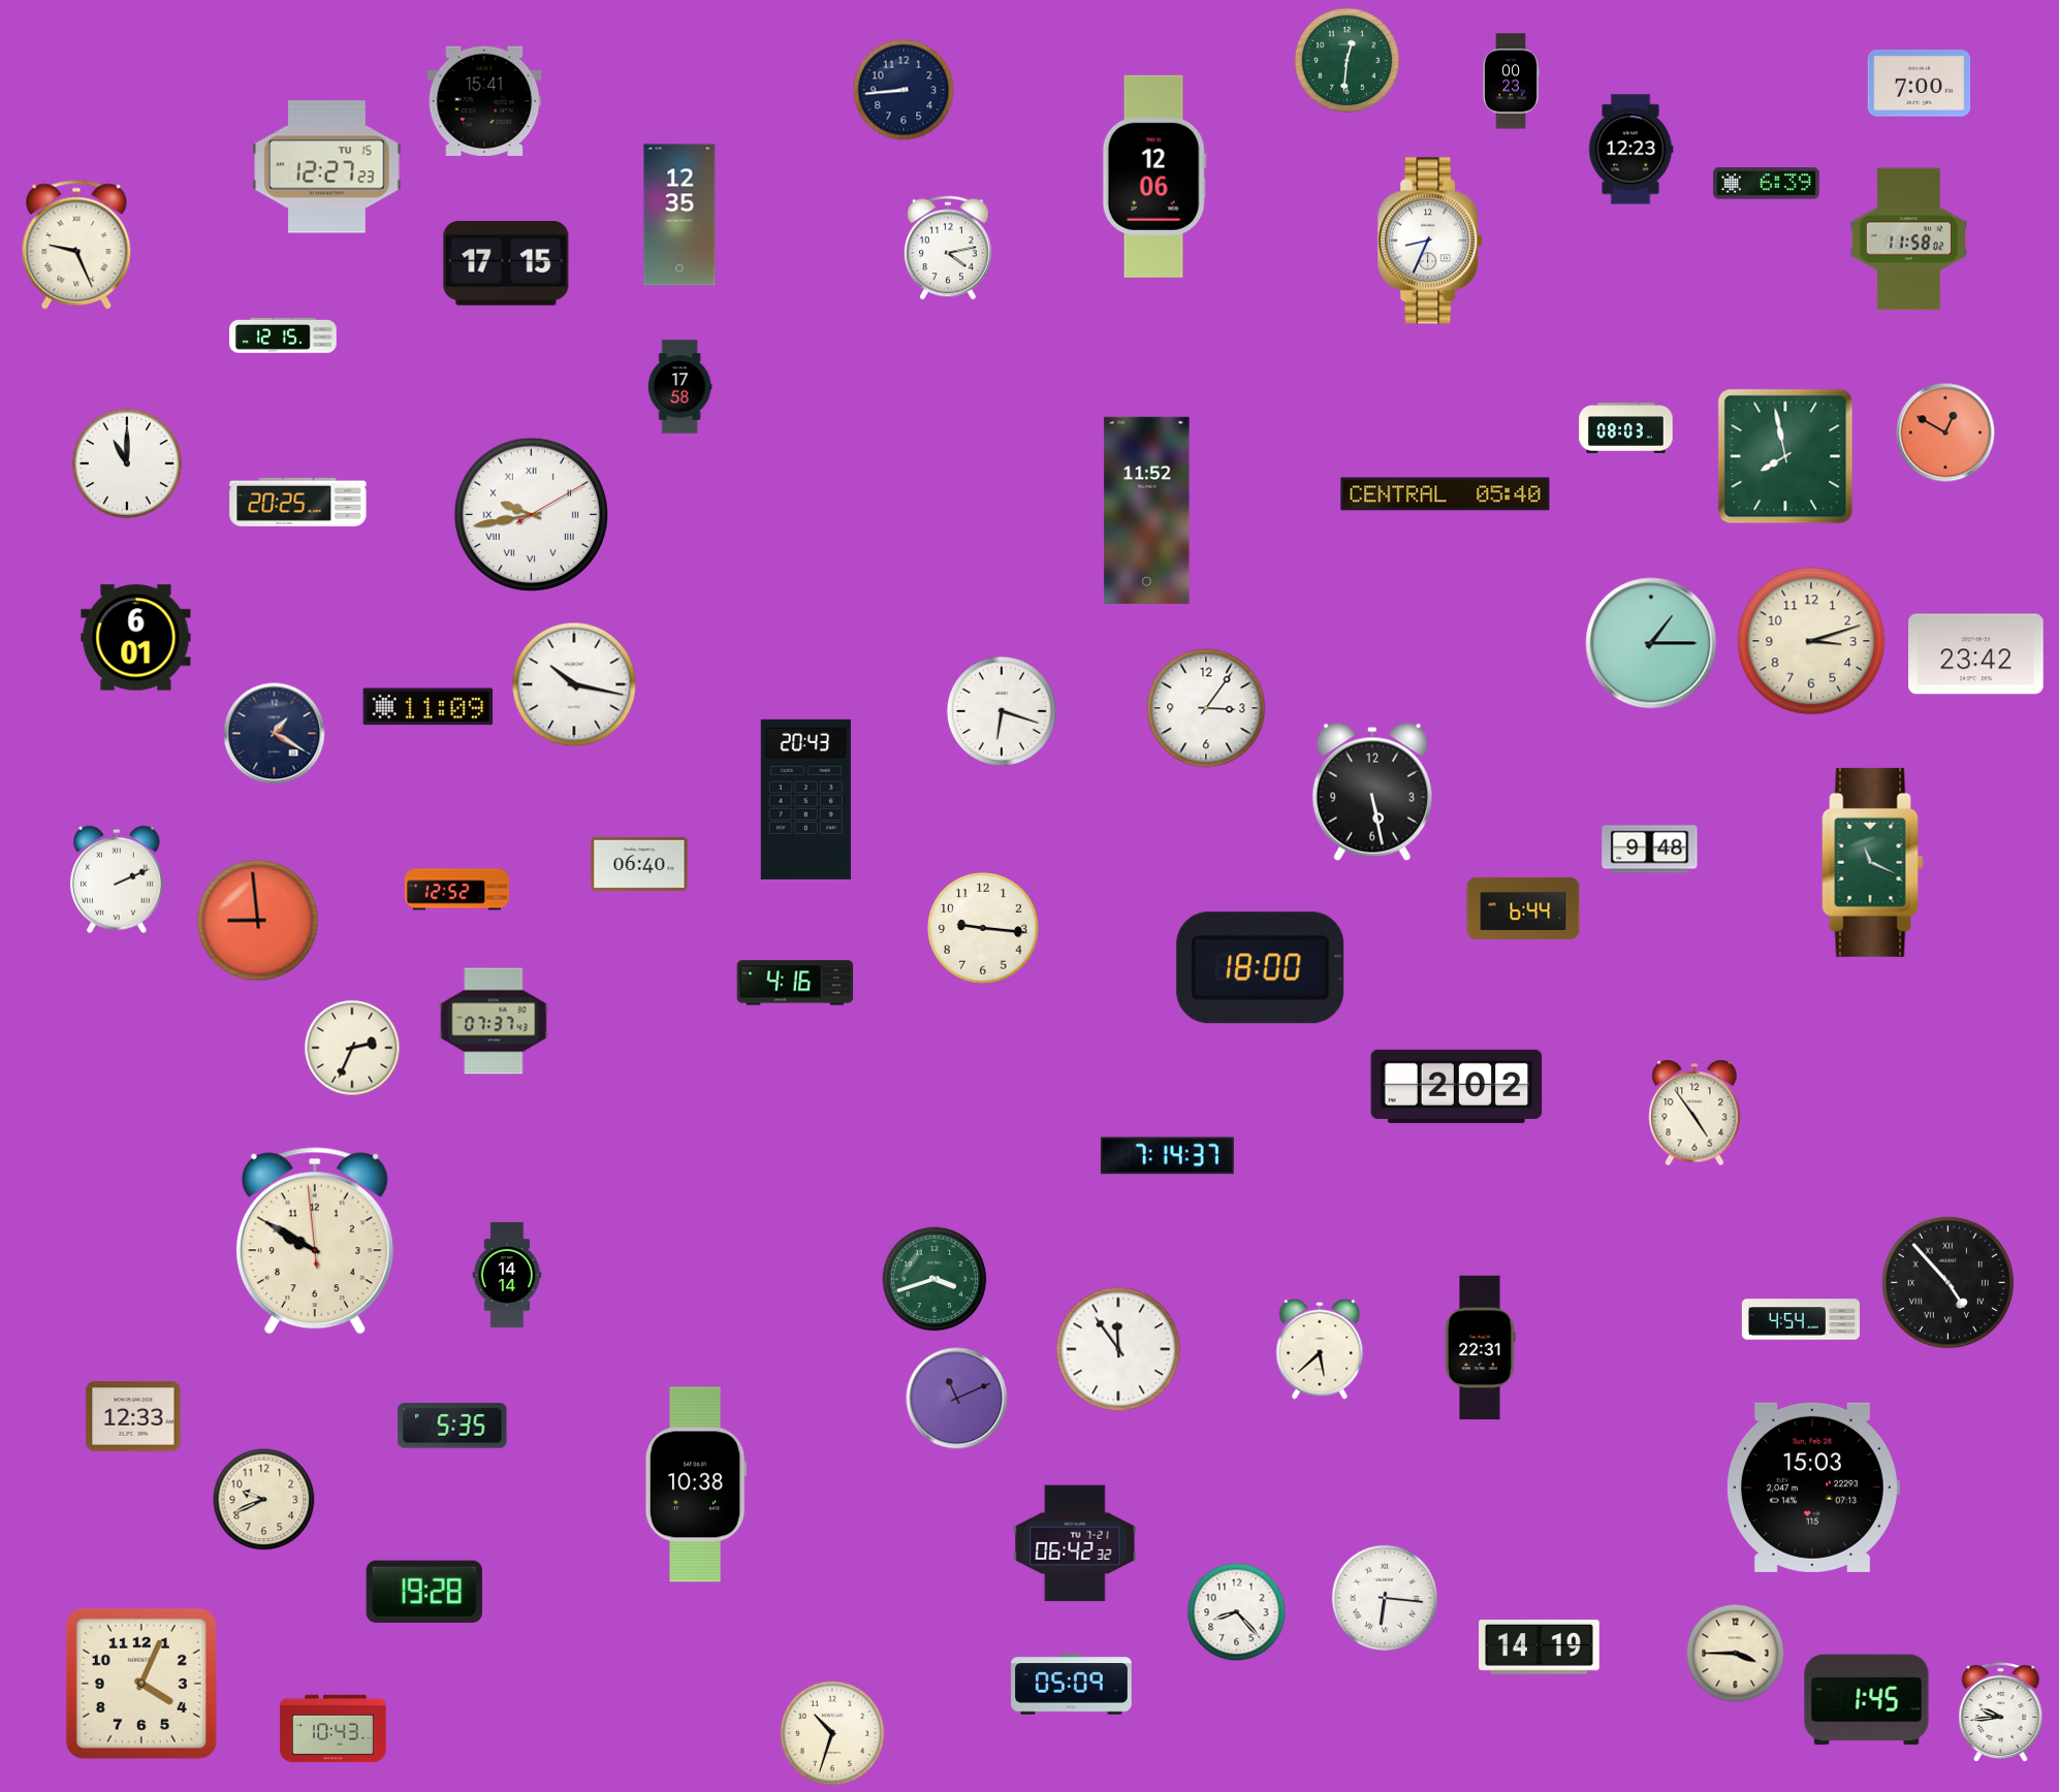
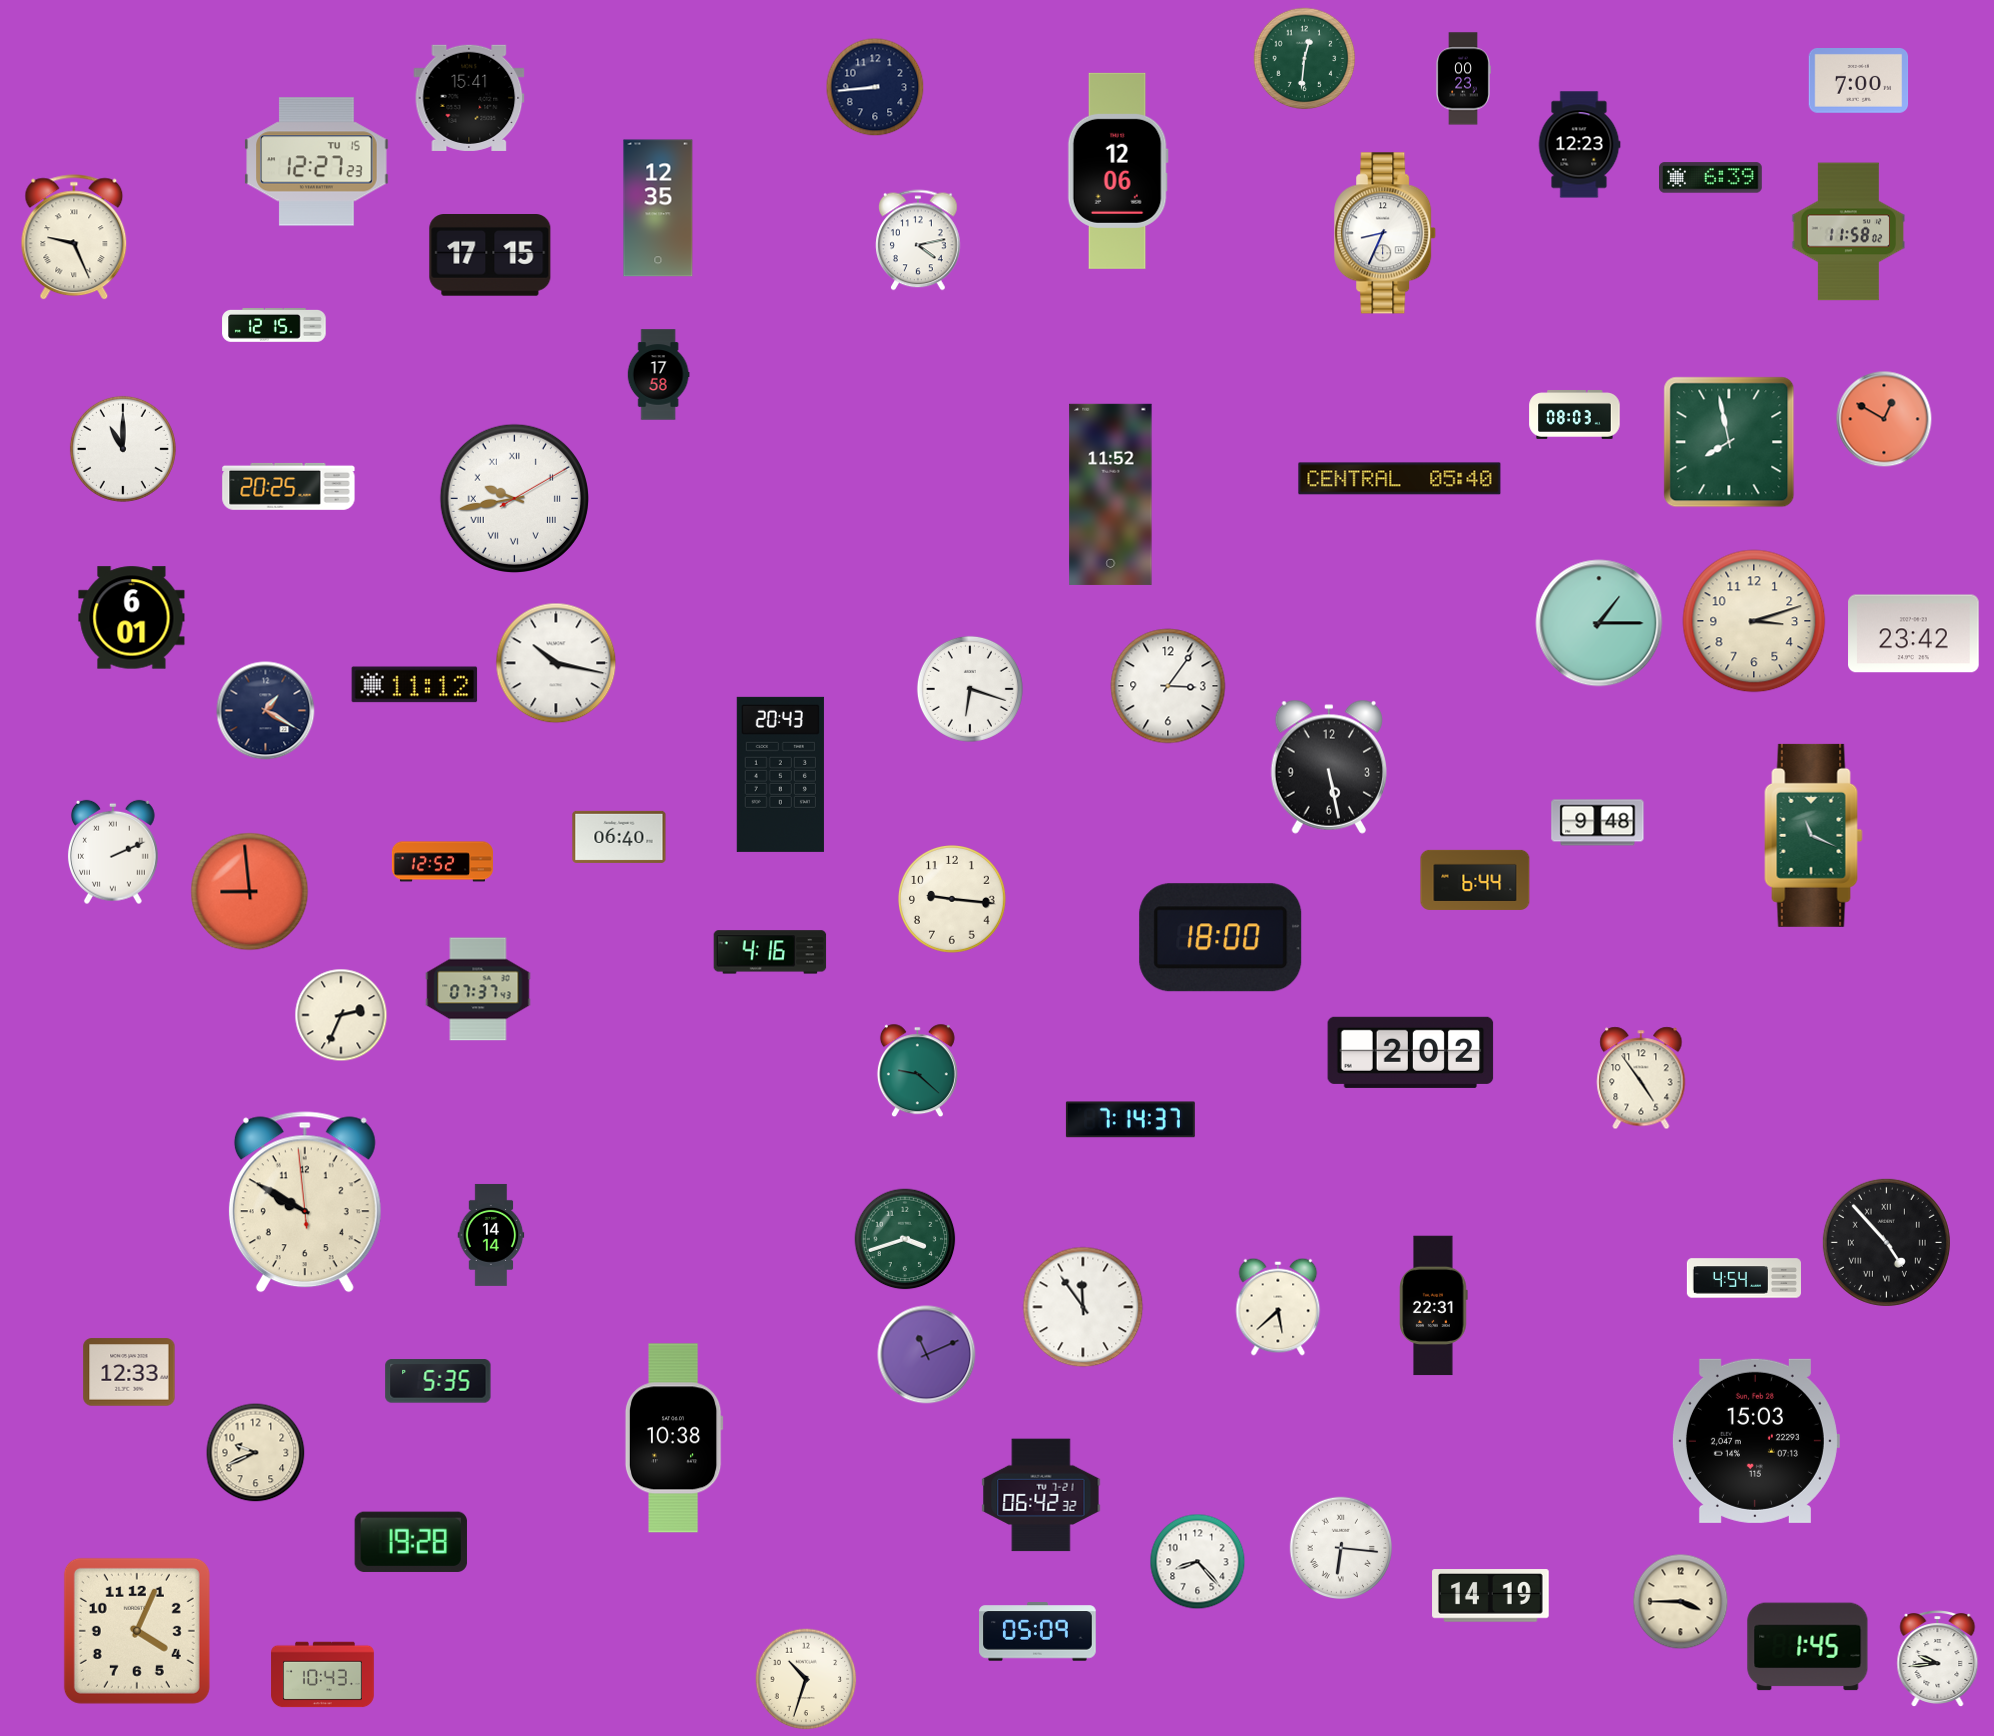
clock at (429, 707): 11:09 -> 11:12
clock at (917, 1071): none -> 9:22
